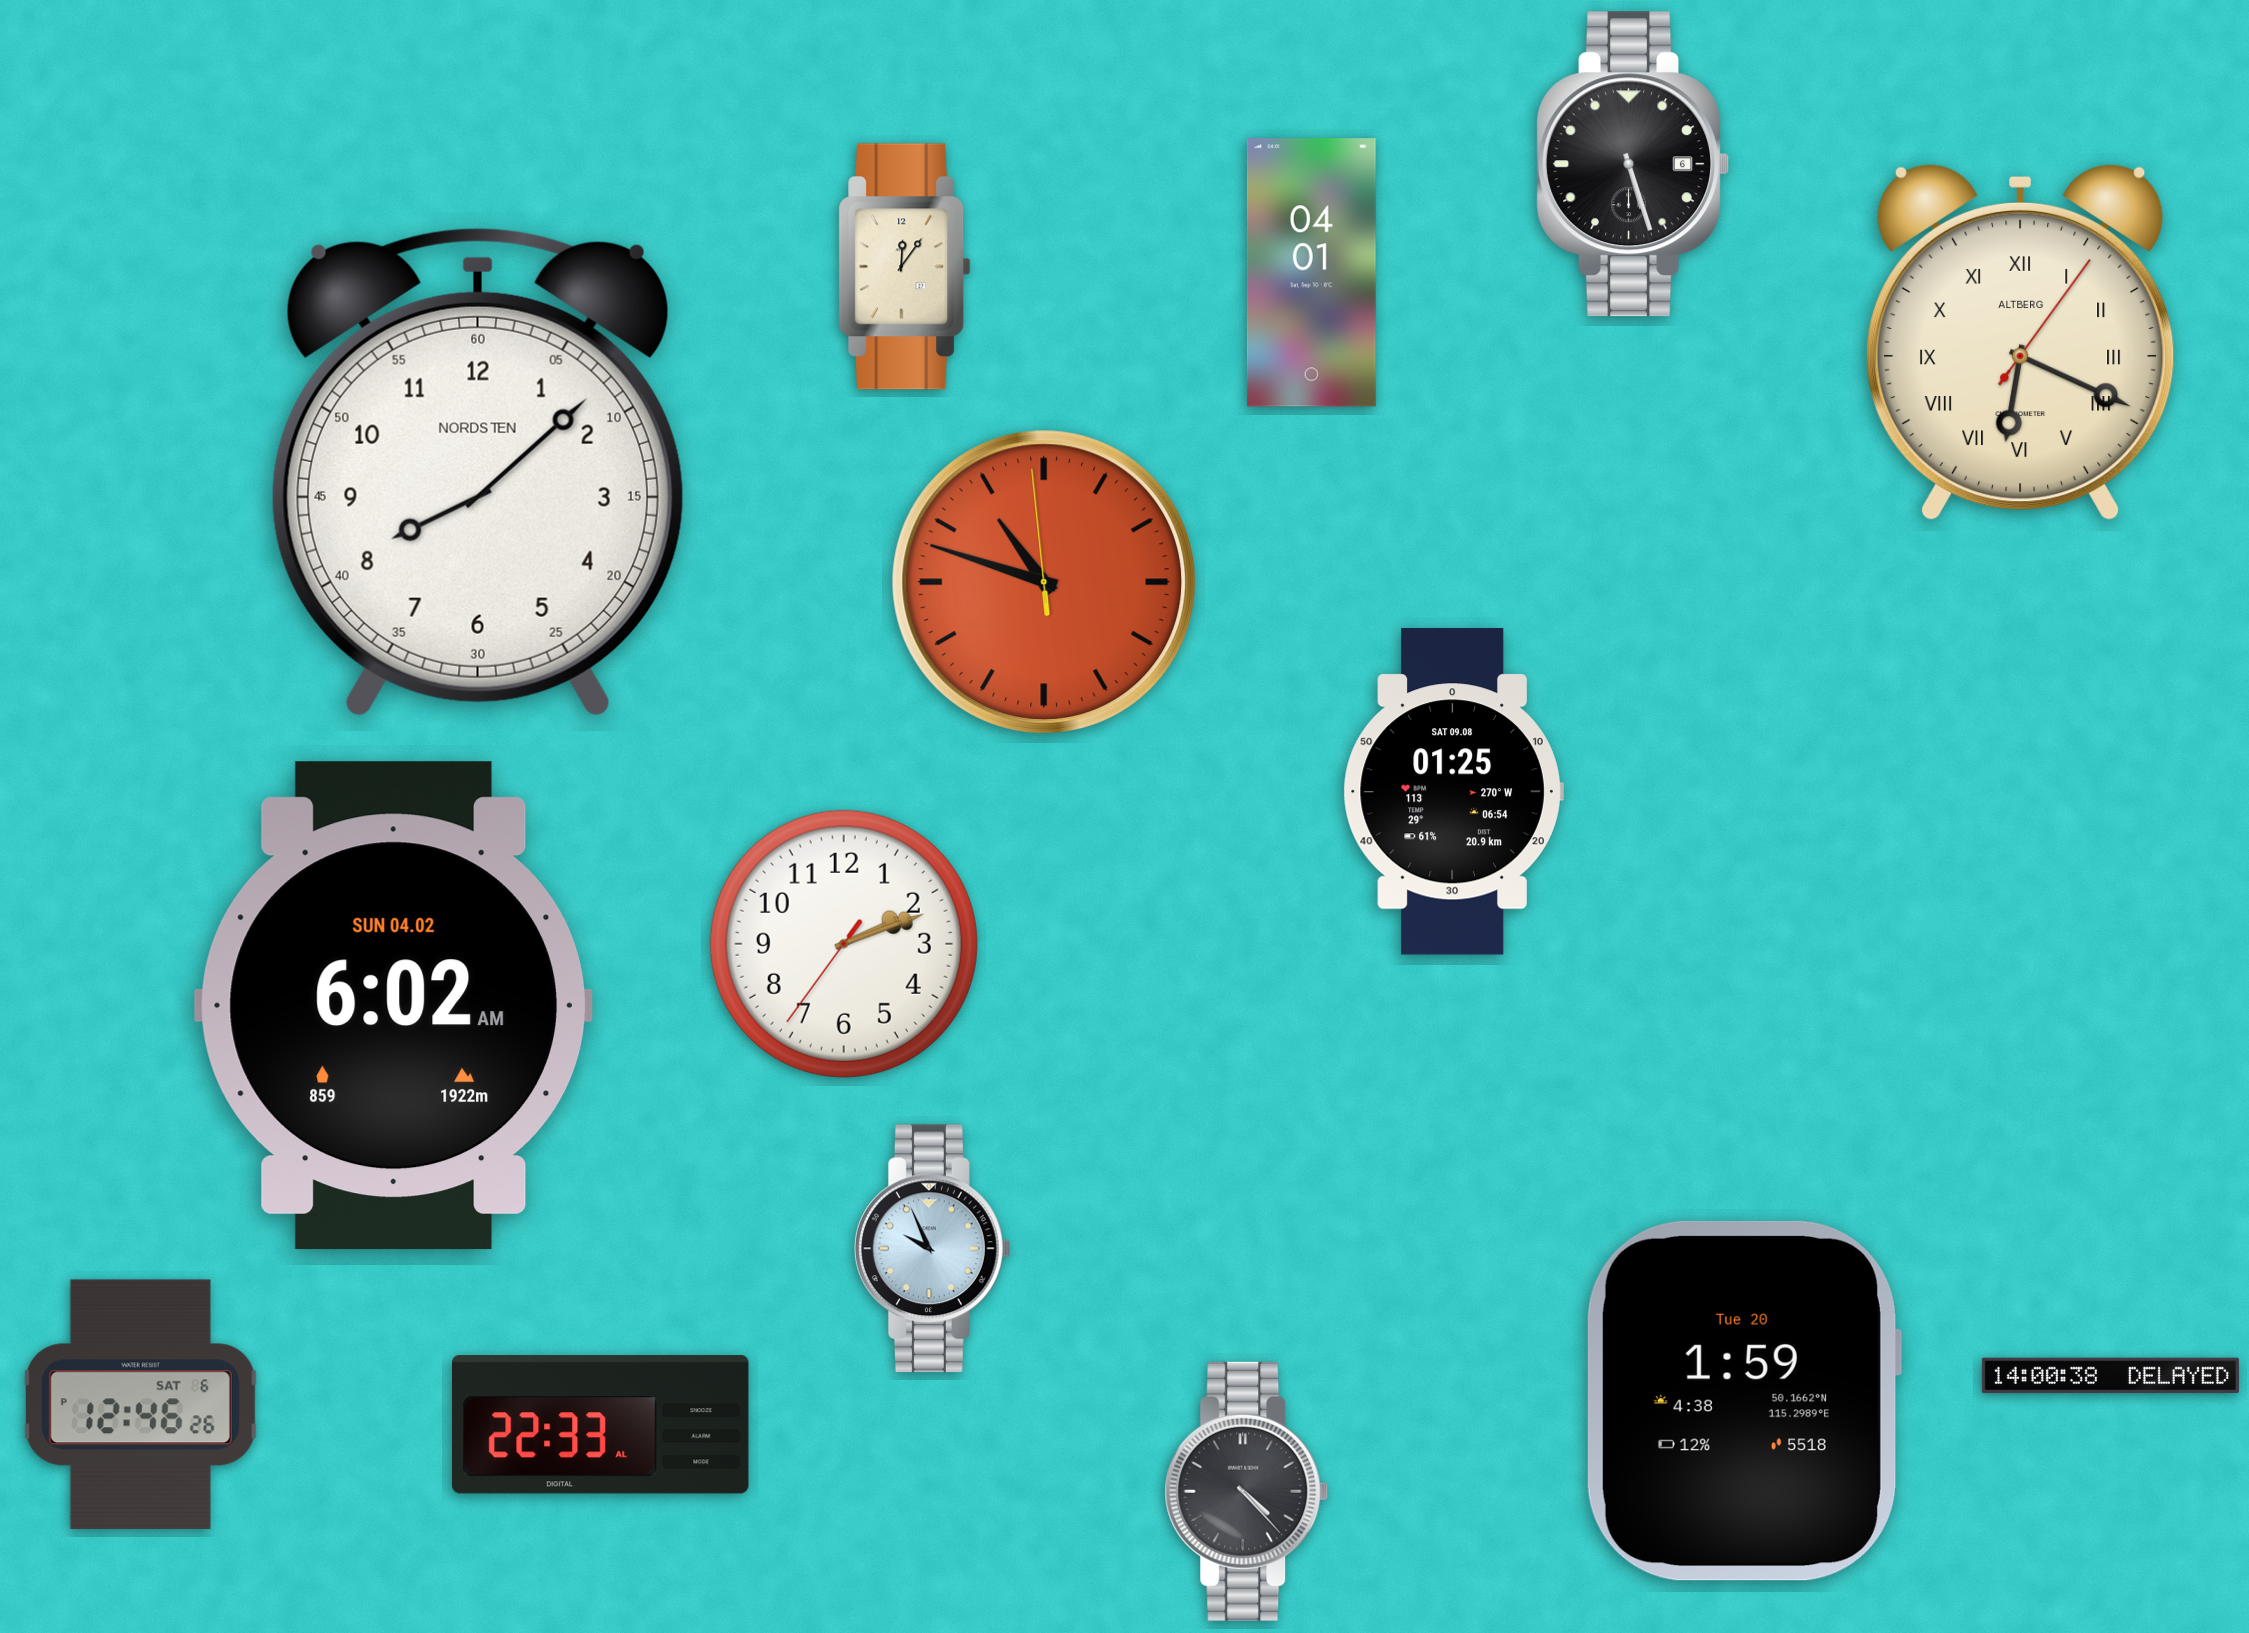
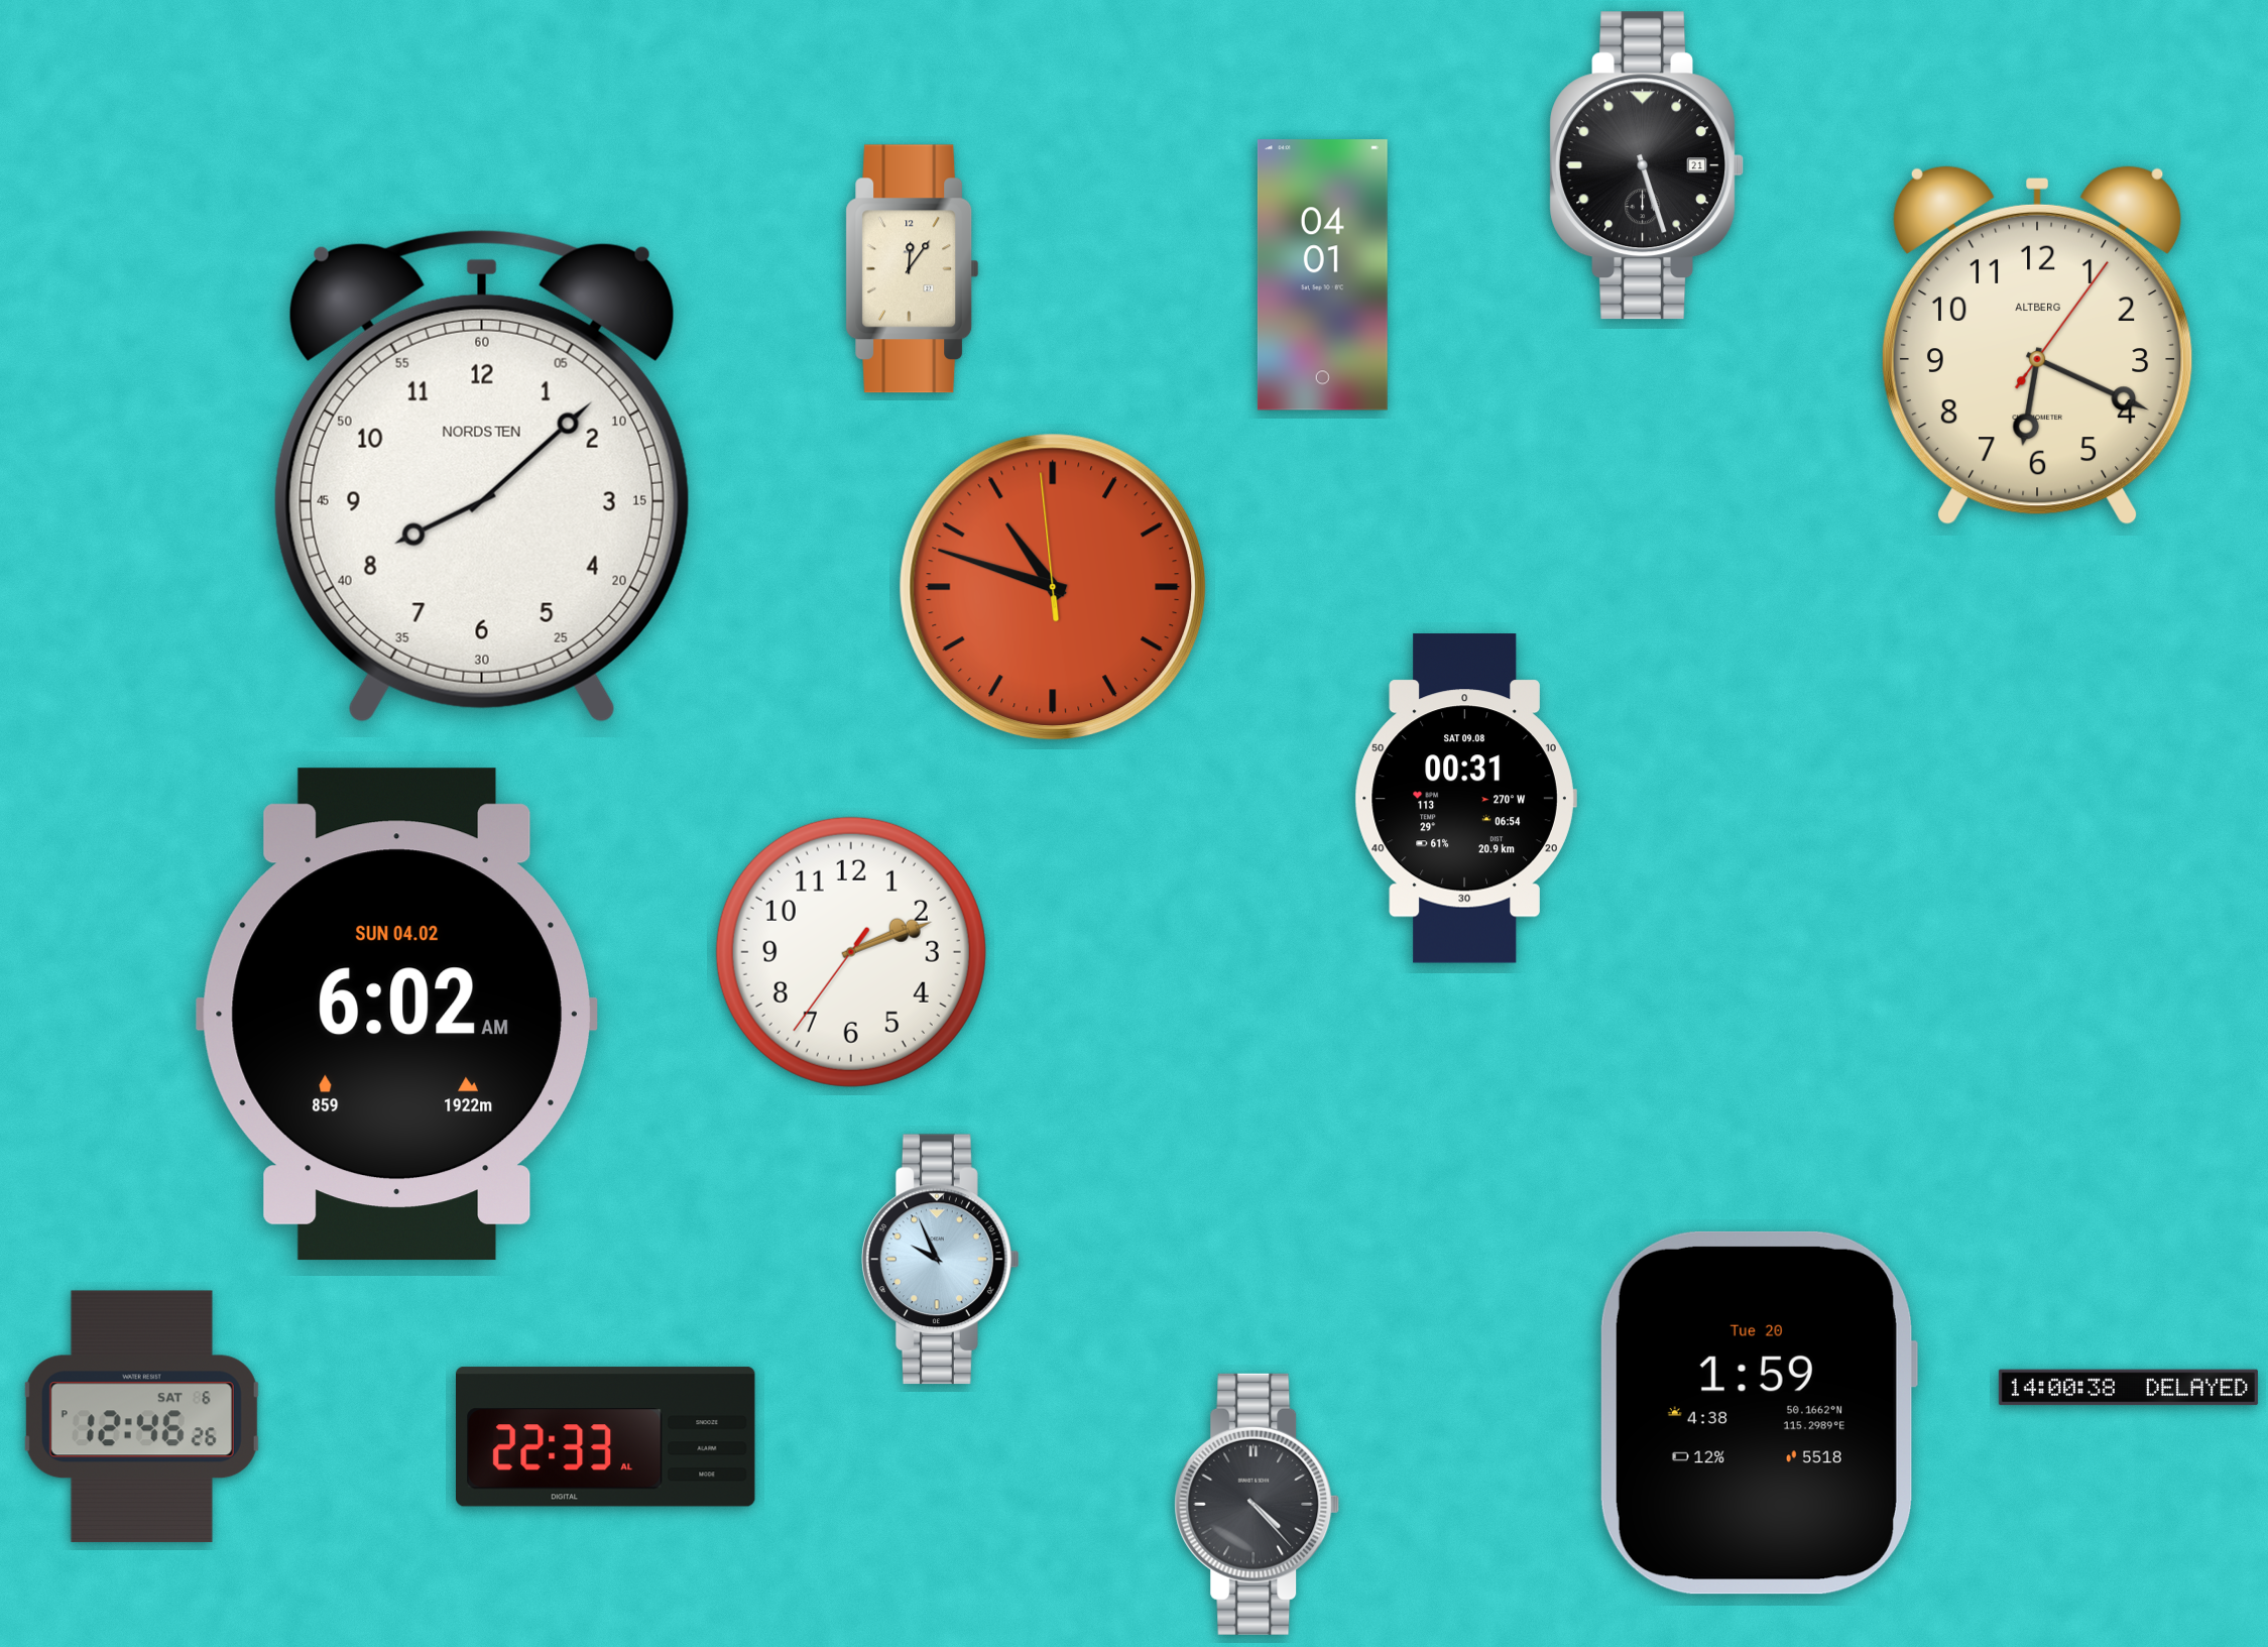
clock at (1632, 164) date: 6 -> 21
clock at (2020, 342) numerals: Roman -> Arabic
clock at (1453, 792): 01:25 -> 00:31
